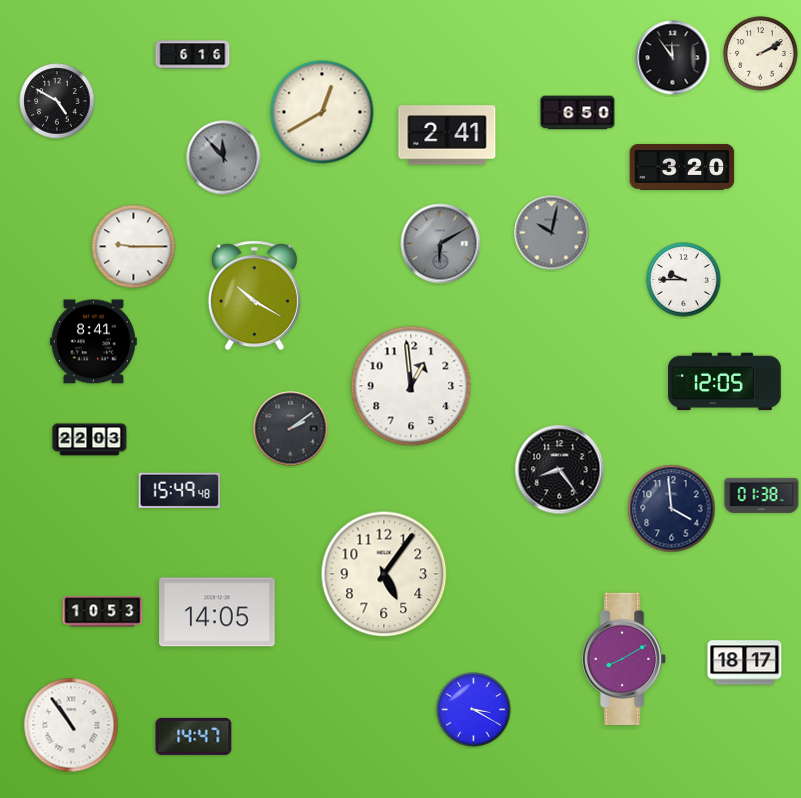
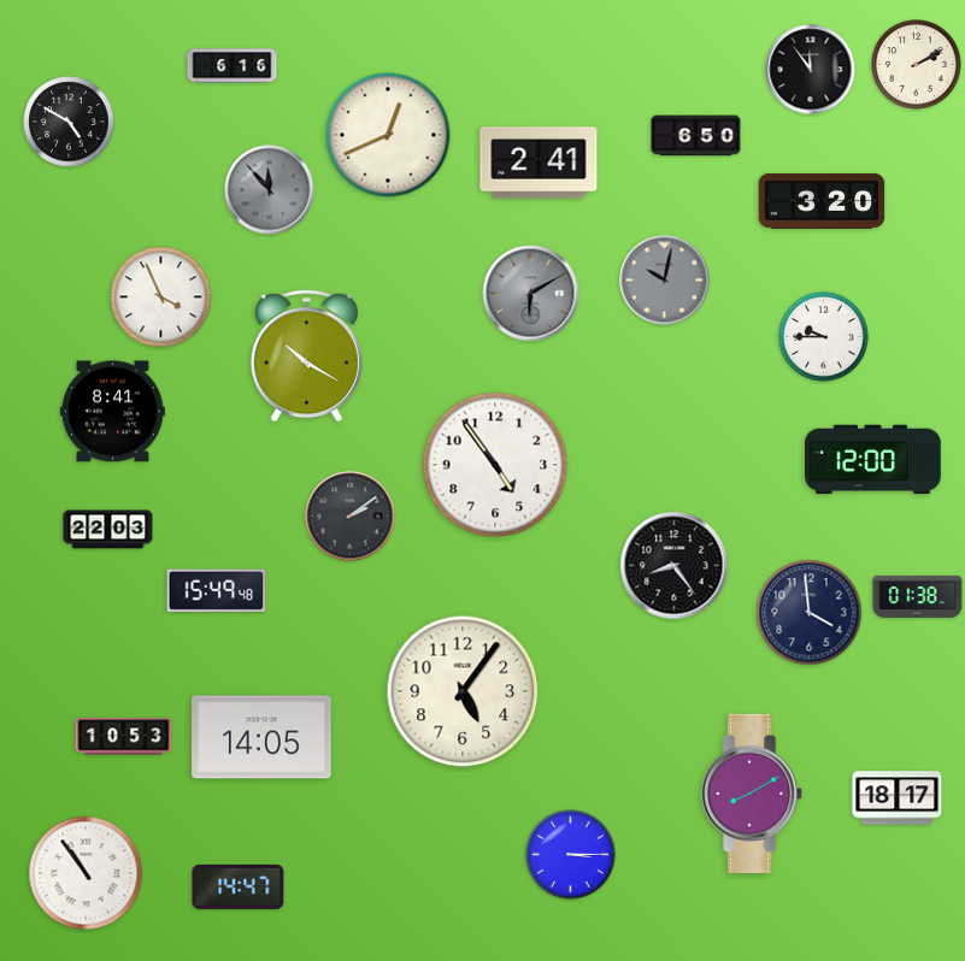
clock at (322, 112): 12:40 -> 12:41
clock at (134, 247): 9:15 -> 3:56
clock at (725, 382): 12:05 -> 12:00
clock at (411, 386): 12:59 -> 4:54
clock at (474, 710): 3:20 -> 3:15
clock at (194, 736) position: (194, 736) -> (239, 886)
